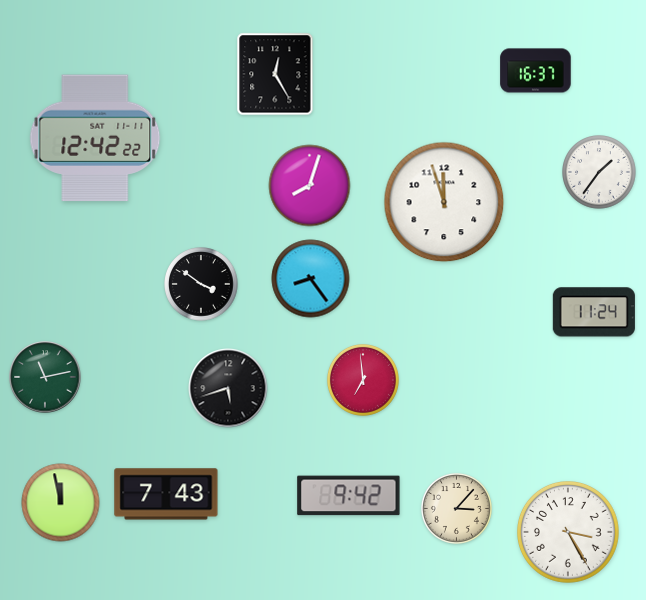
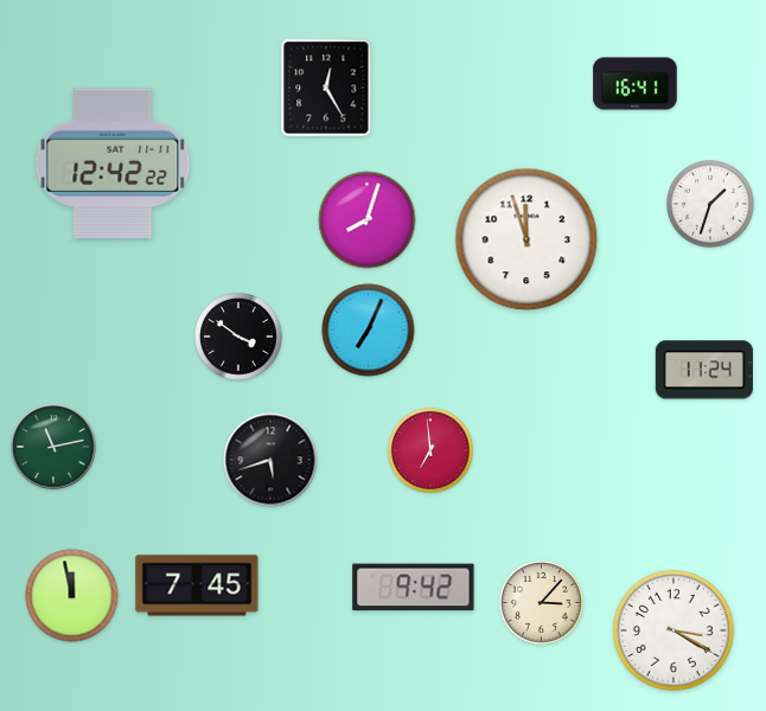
clock at (536, 71): 16:37 -> 16:41
clock at (599, 172): 1:36 -> 1:33
clock at (311, 279): 8:24 -> 7:04
clock at (166, 494): 7:43 -> 7:45
clock at (569, 533): 3:25 -> 3:20
